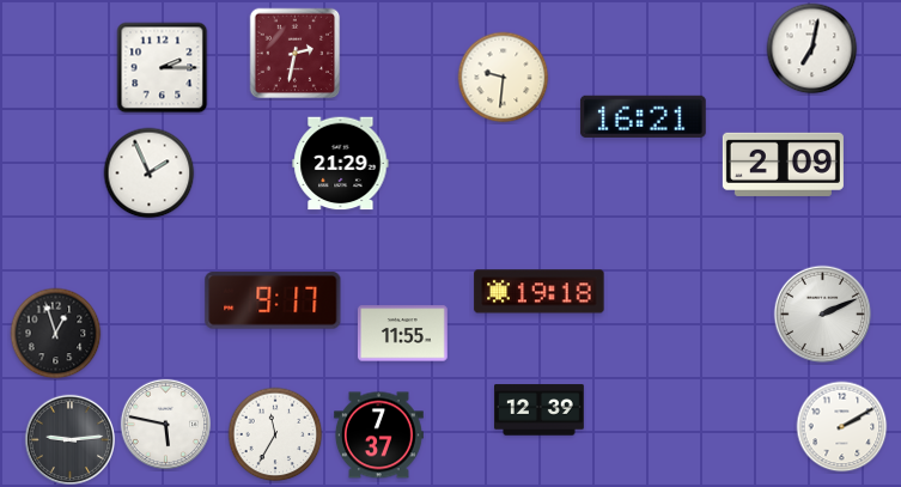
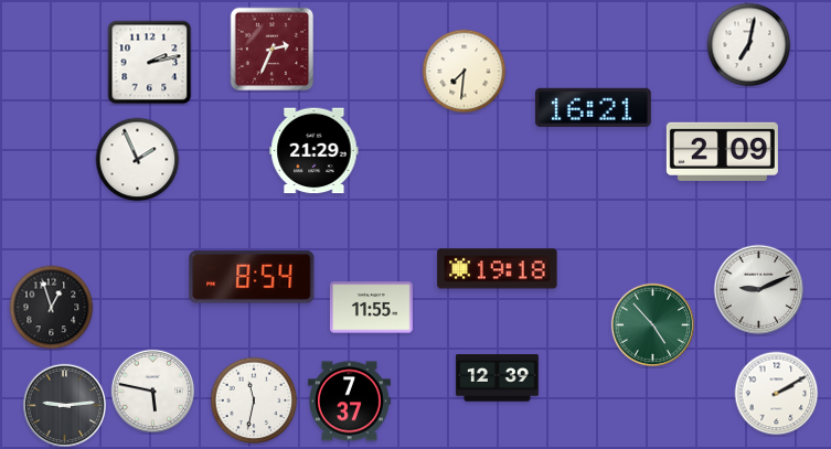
clock at (296, 54): 2:32 -> 2:34
clock at (163, 68): 2:15 -> 2:13
clock at (504, 78): 9:31 -> 7:31
clock at (273, 300): 9:17 -> 8:54
clock at (823, 315): 2:11 -> 9:11
clock at (652, 324): none -> 4:53
clock at (275, 434): 11:35 -> 11:32
